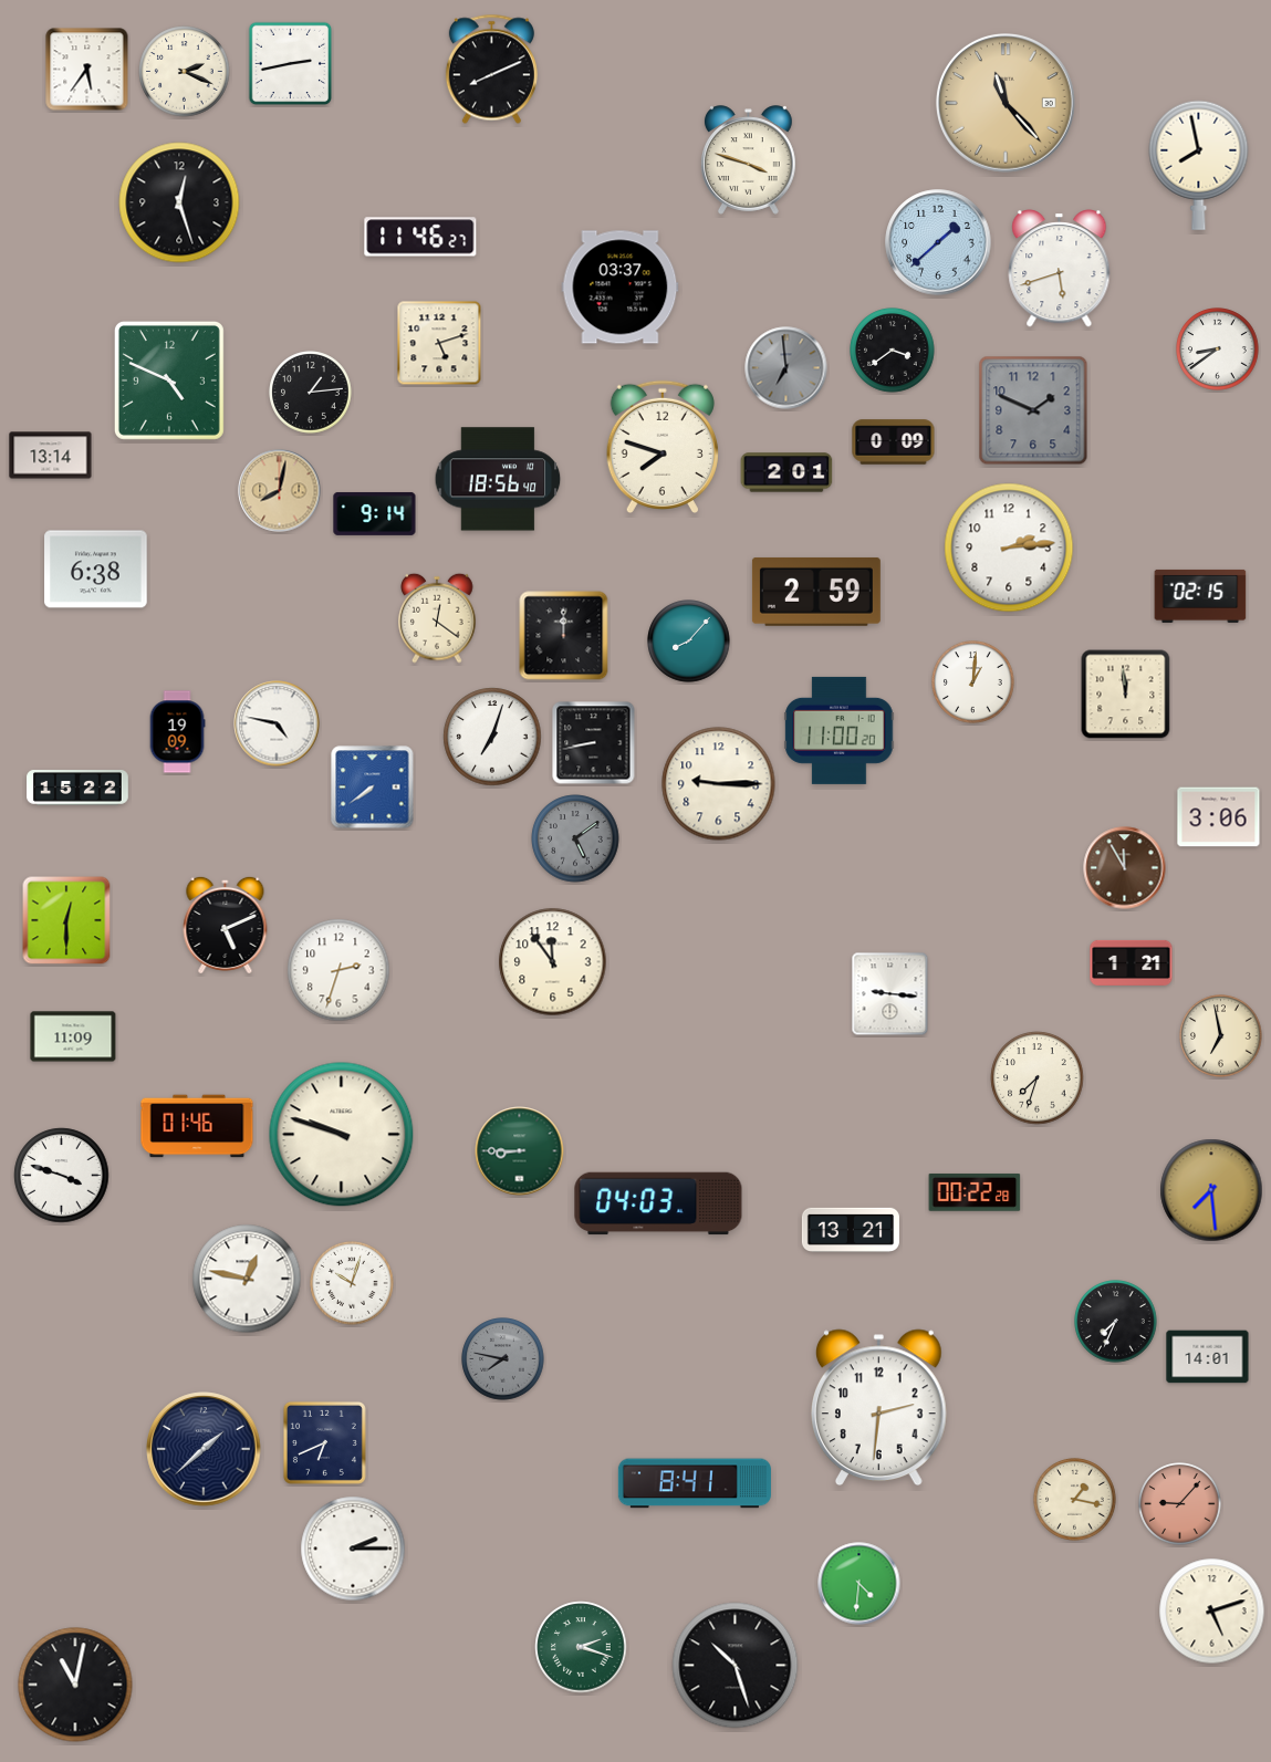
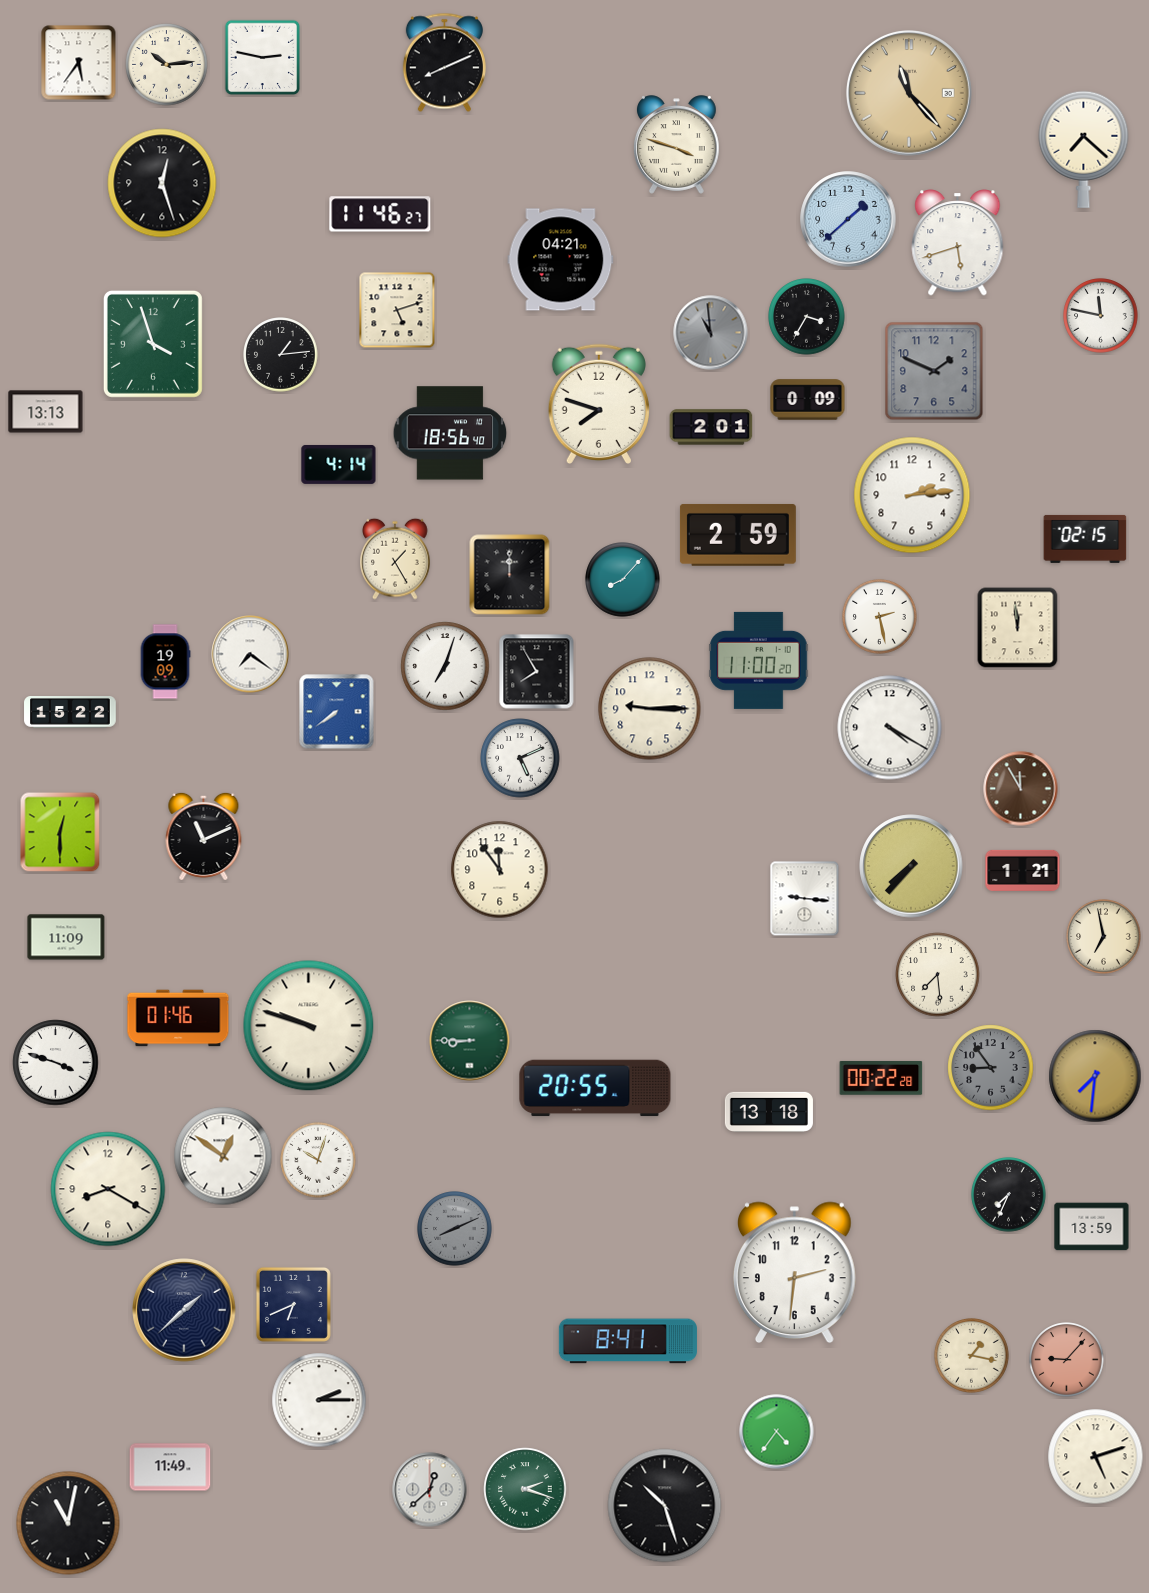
clock at (291, 64): 2:43 -> 2:47
clock at (185, 72): 2:19 -> 10:14
clock at (1199, 165): 7:58 -> 7:22
clock at (621, 288): 03:37 -> 04:21
clock at (1218, 350): 8:39 -> 11:47
clock at (893, 351): 3:39 -> 3:35
clock at (786, 368): 6:59 -> 10:59
clock at (169, 380): 4:49 -> 3:57
clock at (51, 456): 13:14 -> 13:13
clock at (280, 491): 8:02 -> none
clock at (375, 513): 9:14 -> 4:14
clock at (96, 570): 6:38 -> none
clock at (437, 618): 12:21 -> 1:25
clock at (973, 682): 1:01 -> 2:28
clock at (277, 723): 4:47 -> 7:21
clock at (177, 732) position: (177, 732) -> (165, 662)
clock at (594, 743): 8:43 -> 7:55
clock at (890, 728): none -> 4:20
clock at (1219, 817): 3:06 -> none
clock at (575, 838): 5:09 -> 5:11
clock at (575, 838) dial: grey -> white
clock at (1125, 868) position: (1125, 868) -> (1021, 789)
clock at (226, 925): 5:11 -> 11:11
clock at (911, 866): none -> 7:37
clock at (338, 970): 2:33 -> none
clock at (1038, 1078): 7:33 -> 7:29
clock at (991, 1068): none -> 8:54
clock at (1211, 1190): 7:29 -> 7:31
clock at (658, 1203): 04:03 -> 20:55
clock at (851, 1230): 13:21 -> 13:18
clock at (247, 1279): 12:47 -> 12:51
clock at (108, 1189): none -> 8:20
clock at (1208, 1357): 14:01 -> 13:59
clock at (503, 1359): 7:47 -> 8:11
clock at (860, 1584): 4:31 -> 4:36
clock at (170, 1467): none -> 11:49
clock at (430, 1490): none -> 12:38
